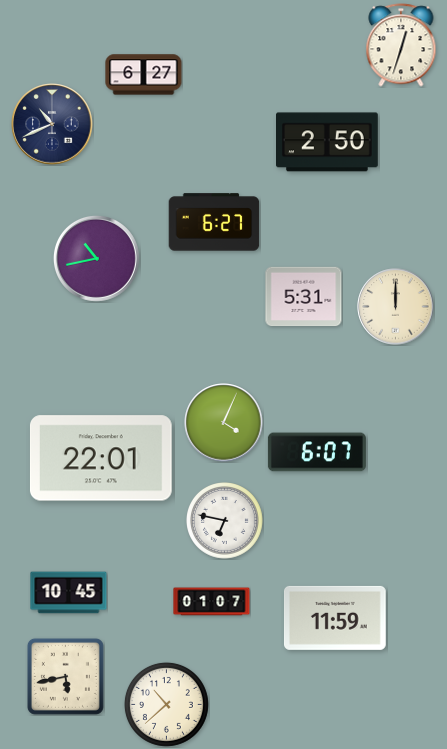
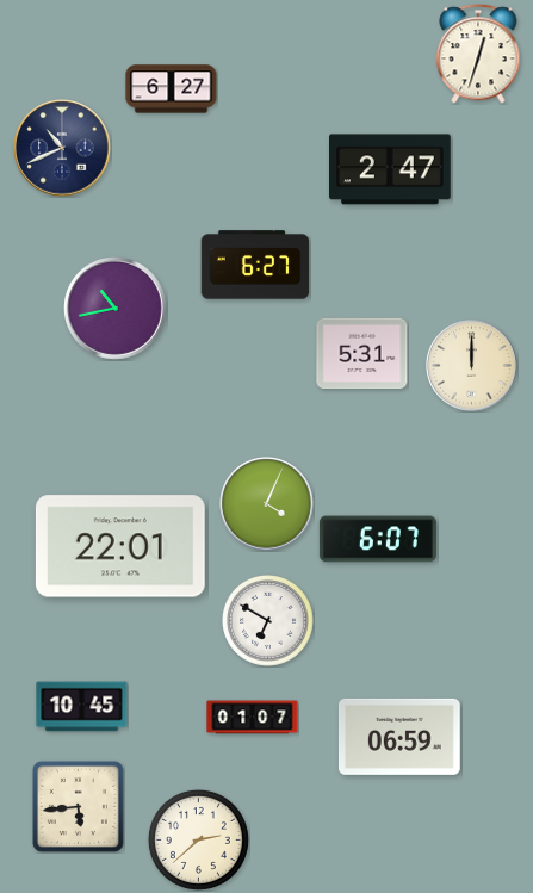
clock at (328, 142): 2:50 -> 2:47
clock at (225, 521): 6:47 -> 6:50
clock at (336, 618): 11:59 -> 06:59
clock at (65, 676): 5:43 -> 5:44
clock at (166, 704): 10:38 -> 2:38
